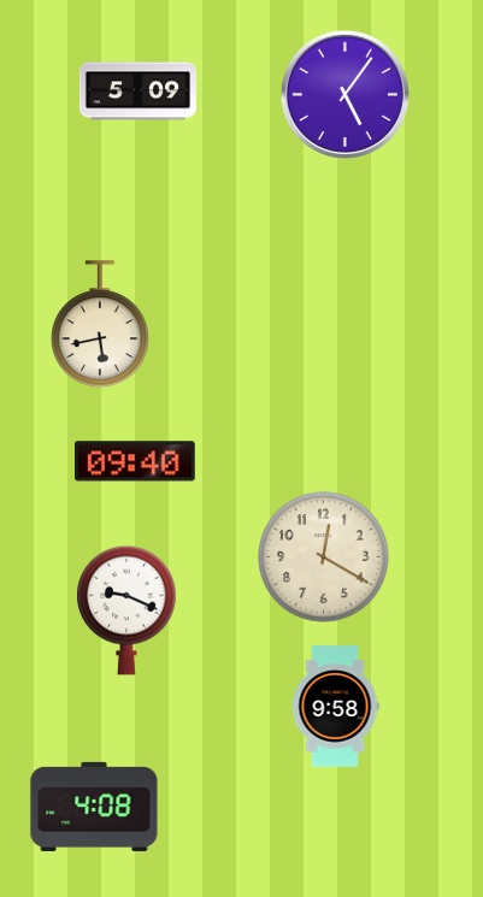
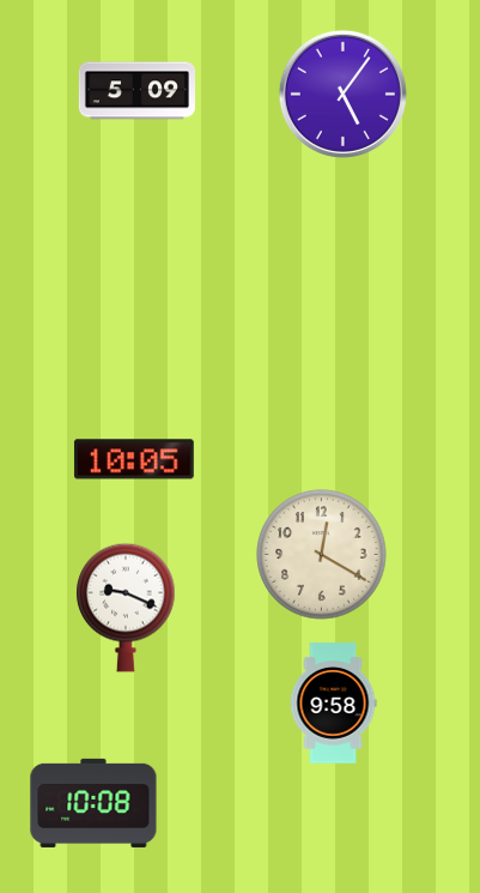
clock at (101, 325): 5:43 -> none
clock at (135, 461): 09:40 -> 10:05
clock at (94, 807): 4:08 -> 10:08
